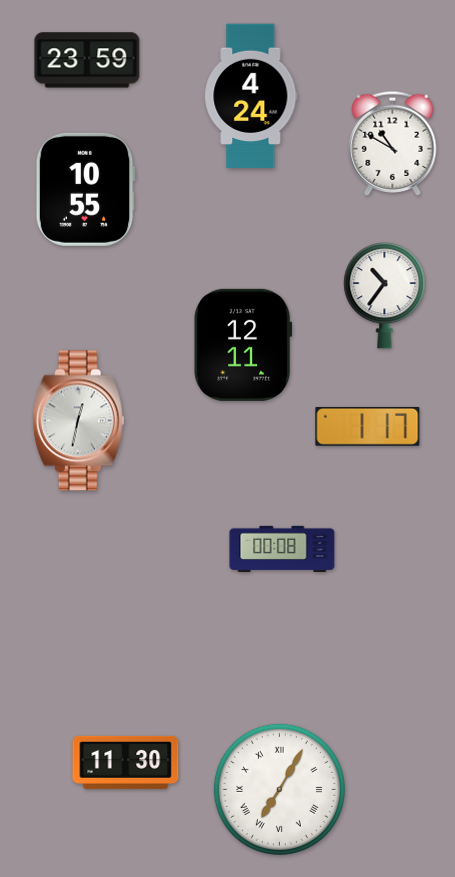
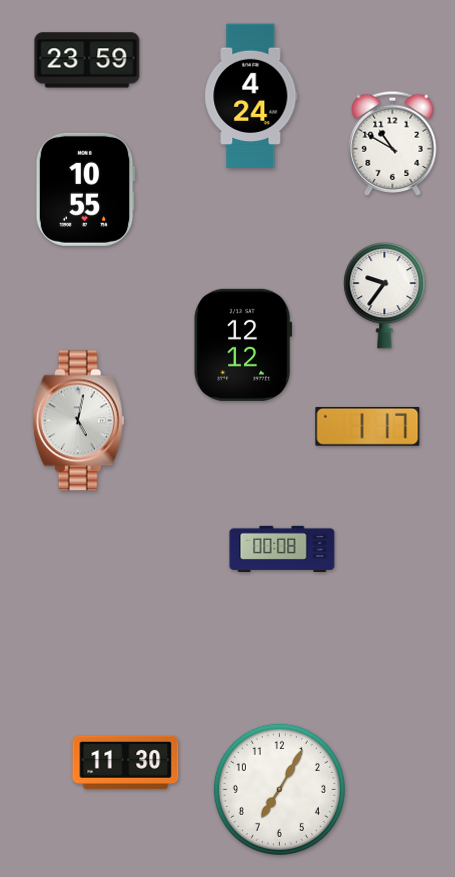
clock at (385, 295): 10:36 -> 9:36
clock at (243, 345): 12:11 -> 12:12
clock at (78, 421): 12:32 -> 5:02
clock at (279, 789) numerals: Roman -> Arabic
